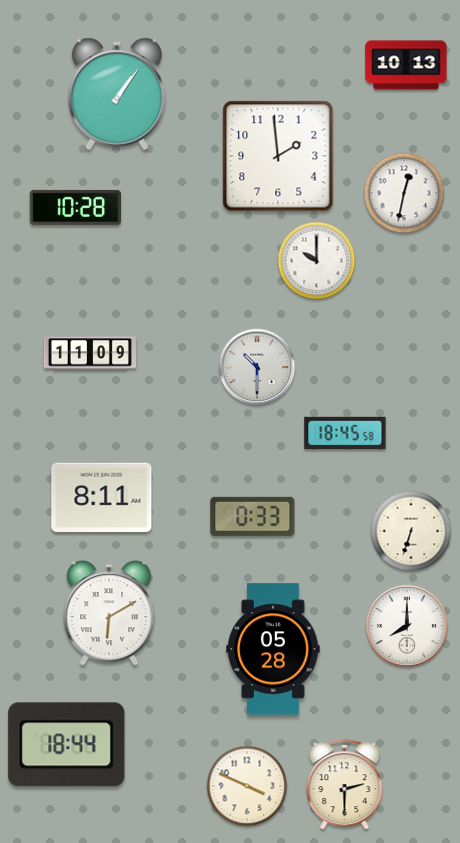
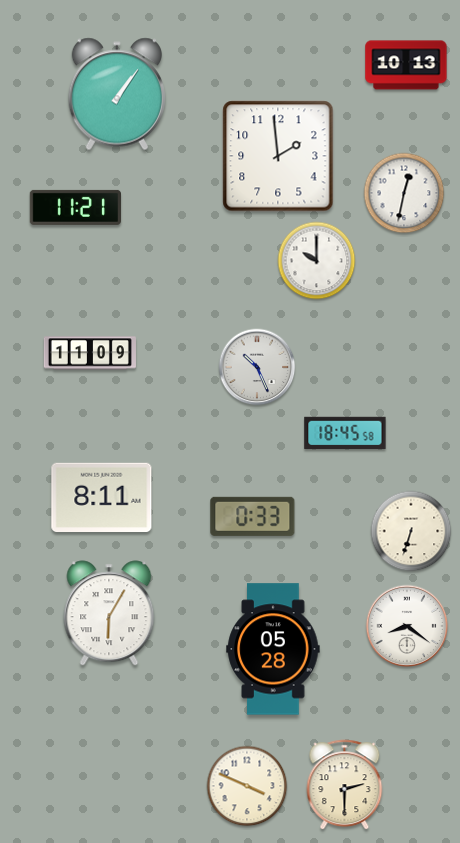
clock at (75, 207): 10:28 -> 11:21
clock at (257, 367): 10:30 -> 10:26
clock at (109, 613): 6:10 -> 6:05
clock at (407, 626): 8:00 -> 8:21
clock at (67, 745): 18:44 -> none
